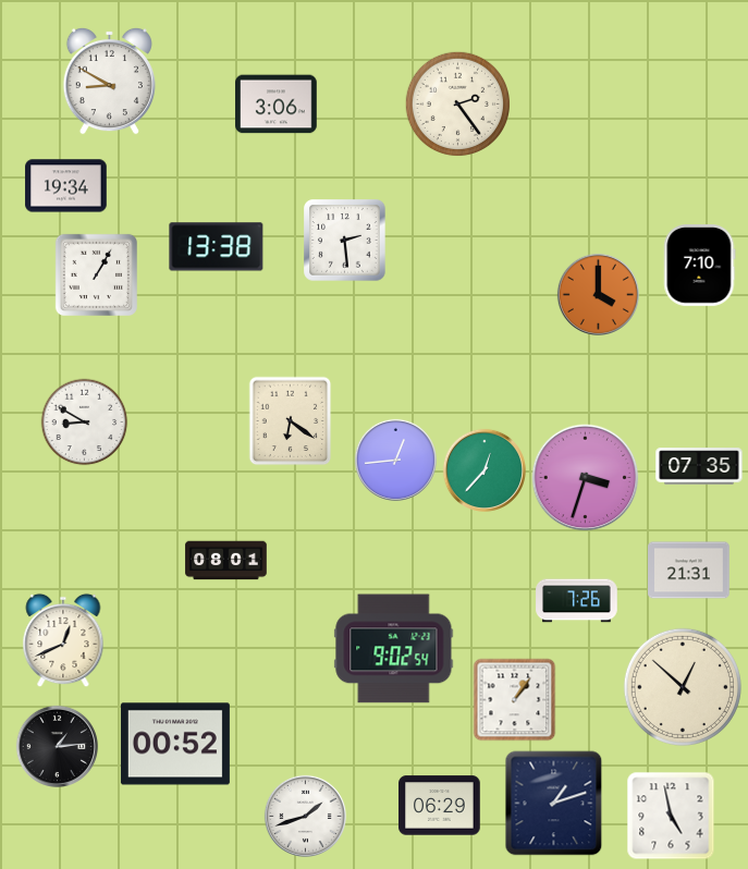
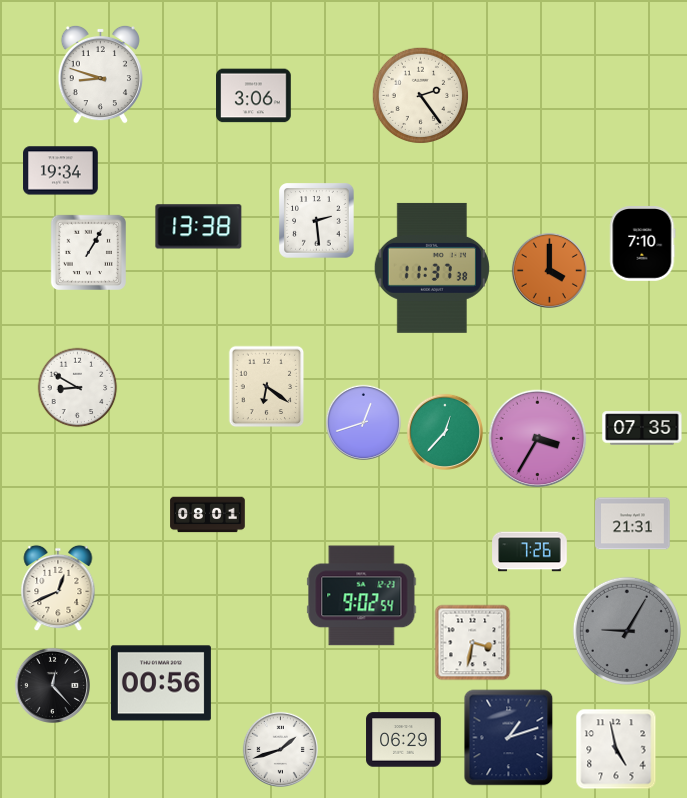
clock at (109, 81): 8:50 -> 8:48
clock at (432, 268): none -> 11:37
clock at (395, 460): 12:44 -> 12:42
clock at (586, 478): 3:33 -> 3:35
clock at (683, 687): 12:52 -> 9:05
clock at (683, 687) dial: cream -> grey
clock at (515, 700): 1:06 -> 3:32
clock at (175, 744): 00:52 -> 00:56
clock at (57, 746): 1:14 -> 12:23
